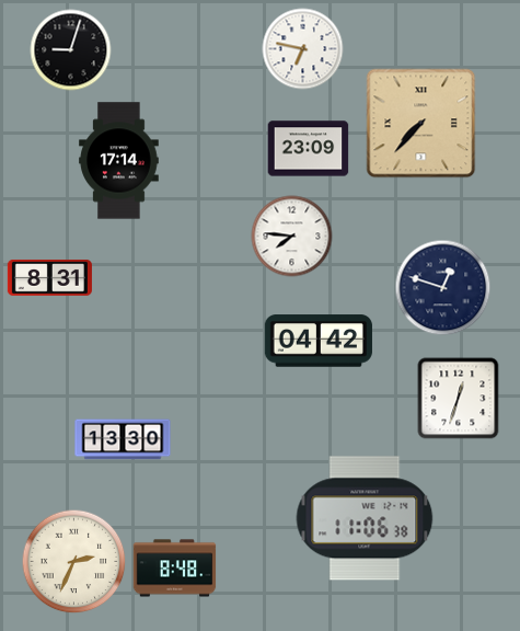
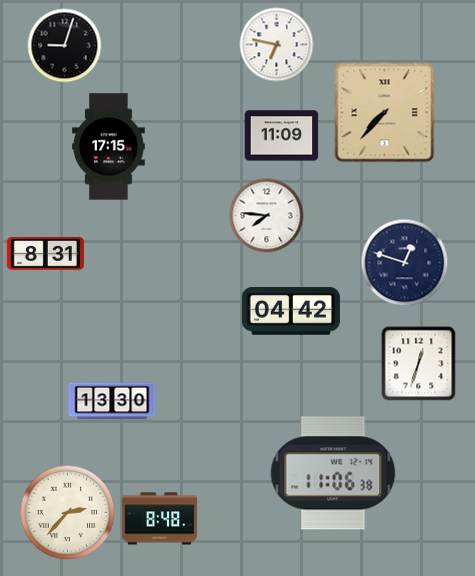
clock at (309, 149): 23:09 -> 11:09
clock at (119, 161): 17:14 -> 17:15
clock at (74, 562): 2:34 -> 2:37
